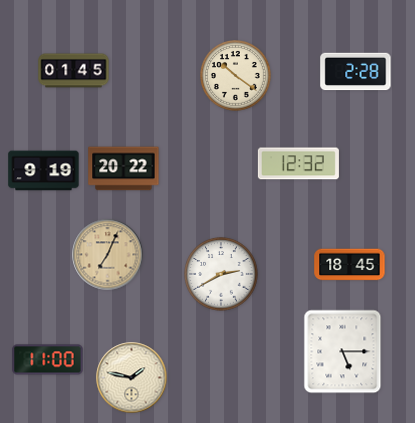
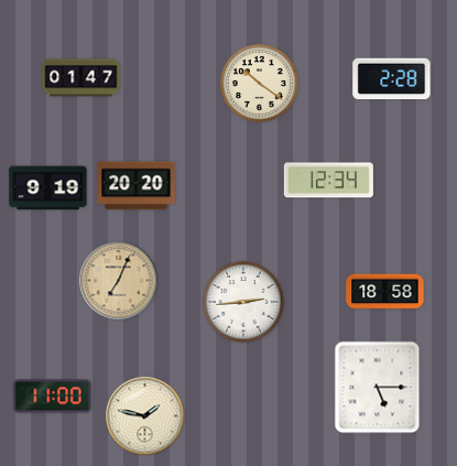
clock at (74, 71): 01:45 -> 01:47
clock at (298, 164): 12:32 -> 12:34
clock at (124, 169): 20:22 -> 20:20
clock at (350, 265): 18:45 -> 18:58
clock at (221, 274): 2:40 -> 2:44
